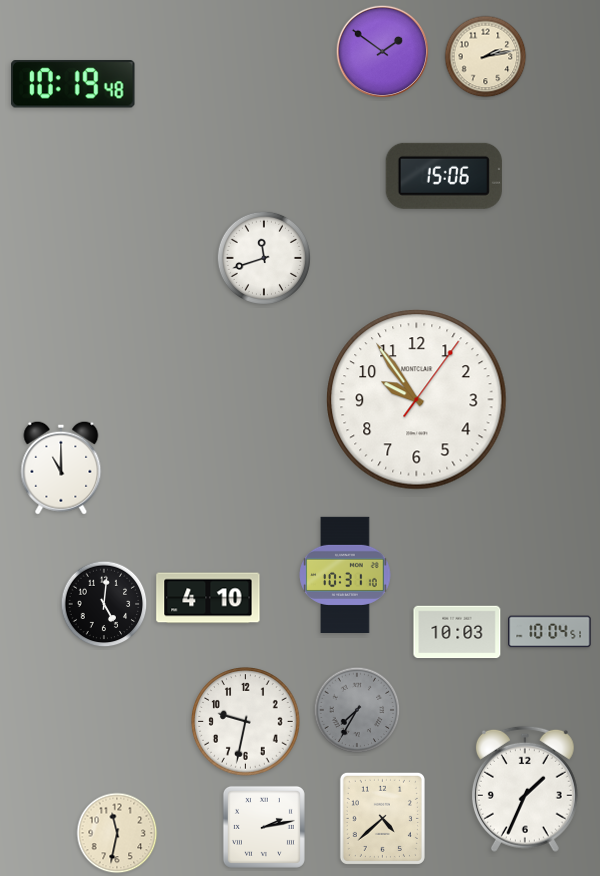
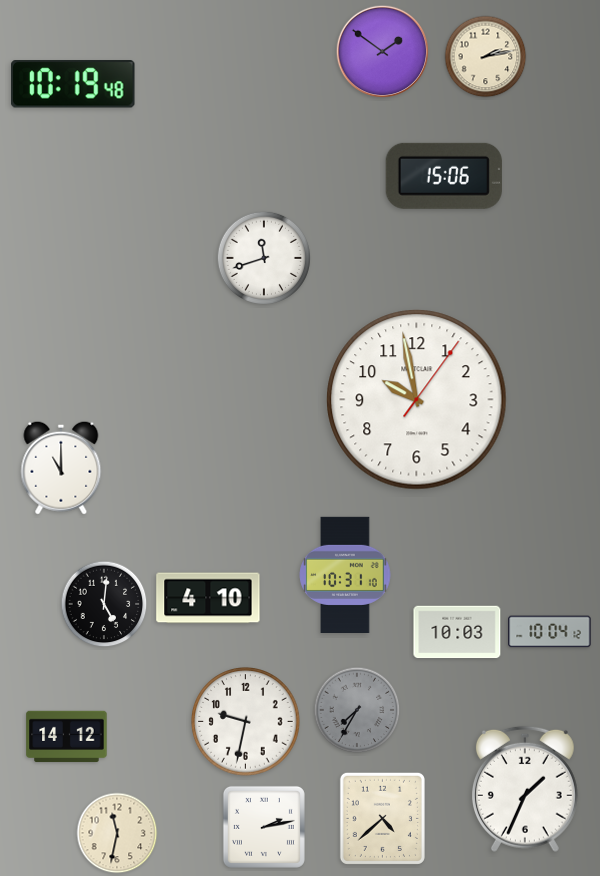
clock at (417, 400): 9:54 -> 9:58
clock at (550, 632): 10:04:51 -> 10:04:12
clock at (67, 737): none -> 14:12
